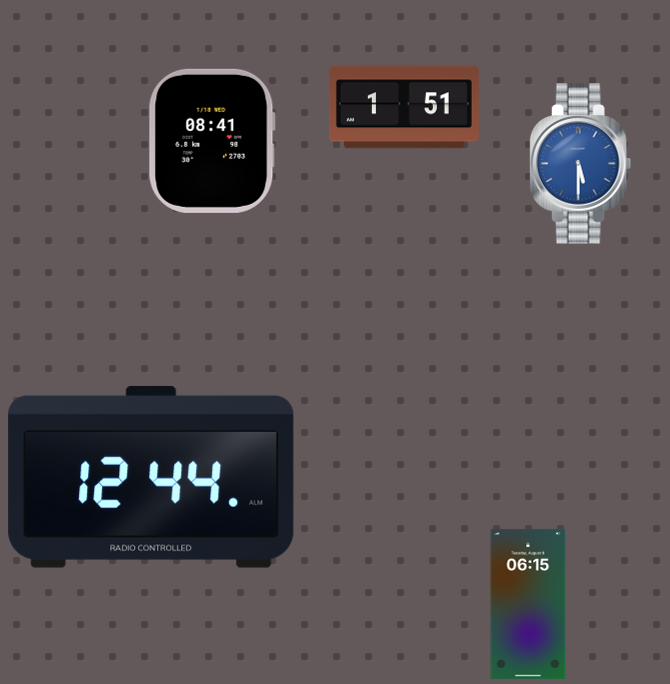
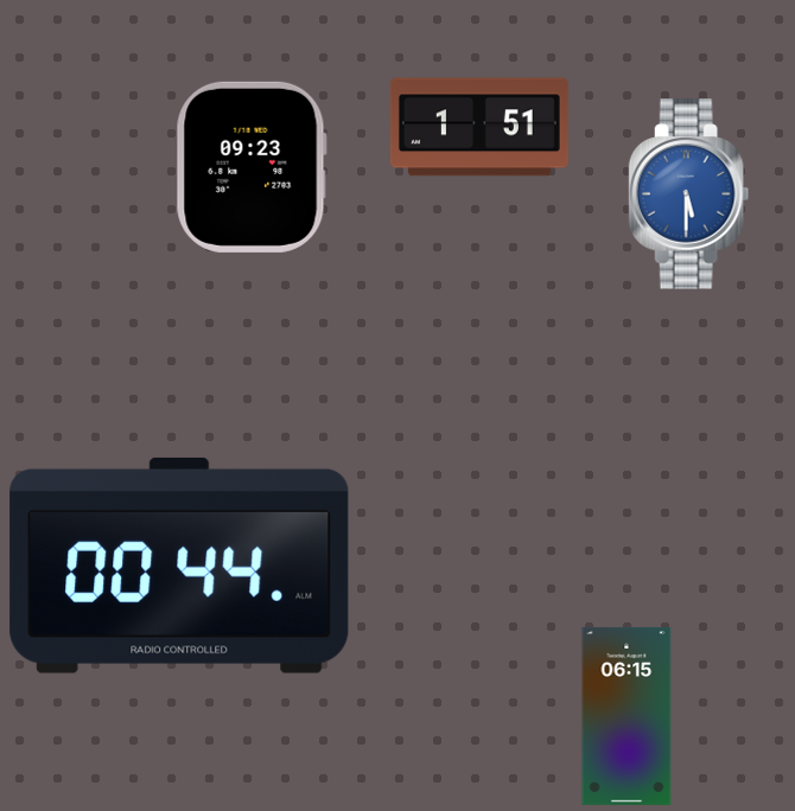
clock at (212, 141): 08:41 -> 09:23
clock at (151, 477): 12:44 -> 00:44
